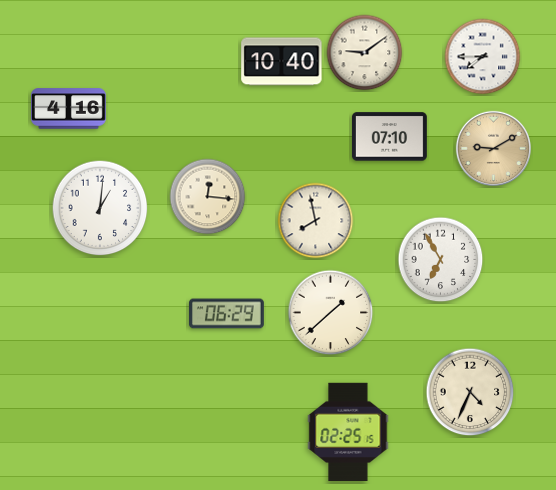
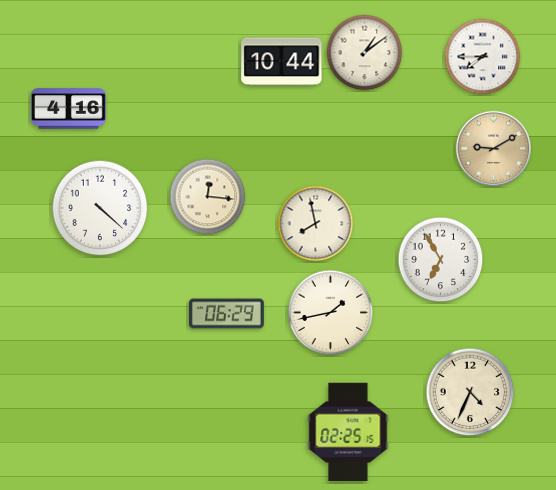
clock at (365, 53): 9:09 -> 1:09
clock at (282, 62): 10:40 -> 10:44
clock at (390, 137): 07:10 -> none
clock at (100, 208): 1:01 -> 4:22
clock at (316, 221) position: (316, 221) -> (316, 224)
clock at (331, 313): 1:38 -> 1:43
